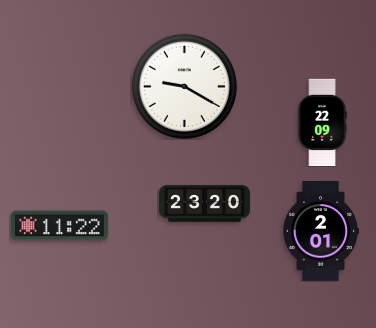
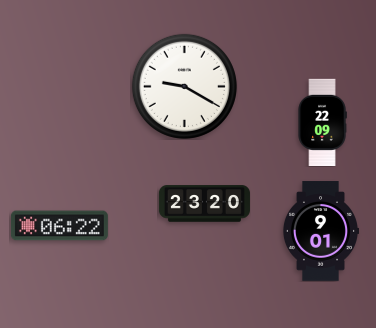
clock at (59, 226): 11:22 -> 06:22
clock at (320, 231): 2:01 -> 9:01
